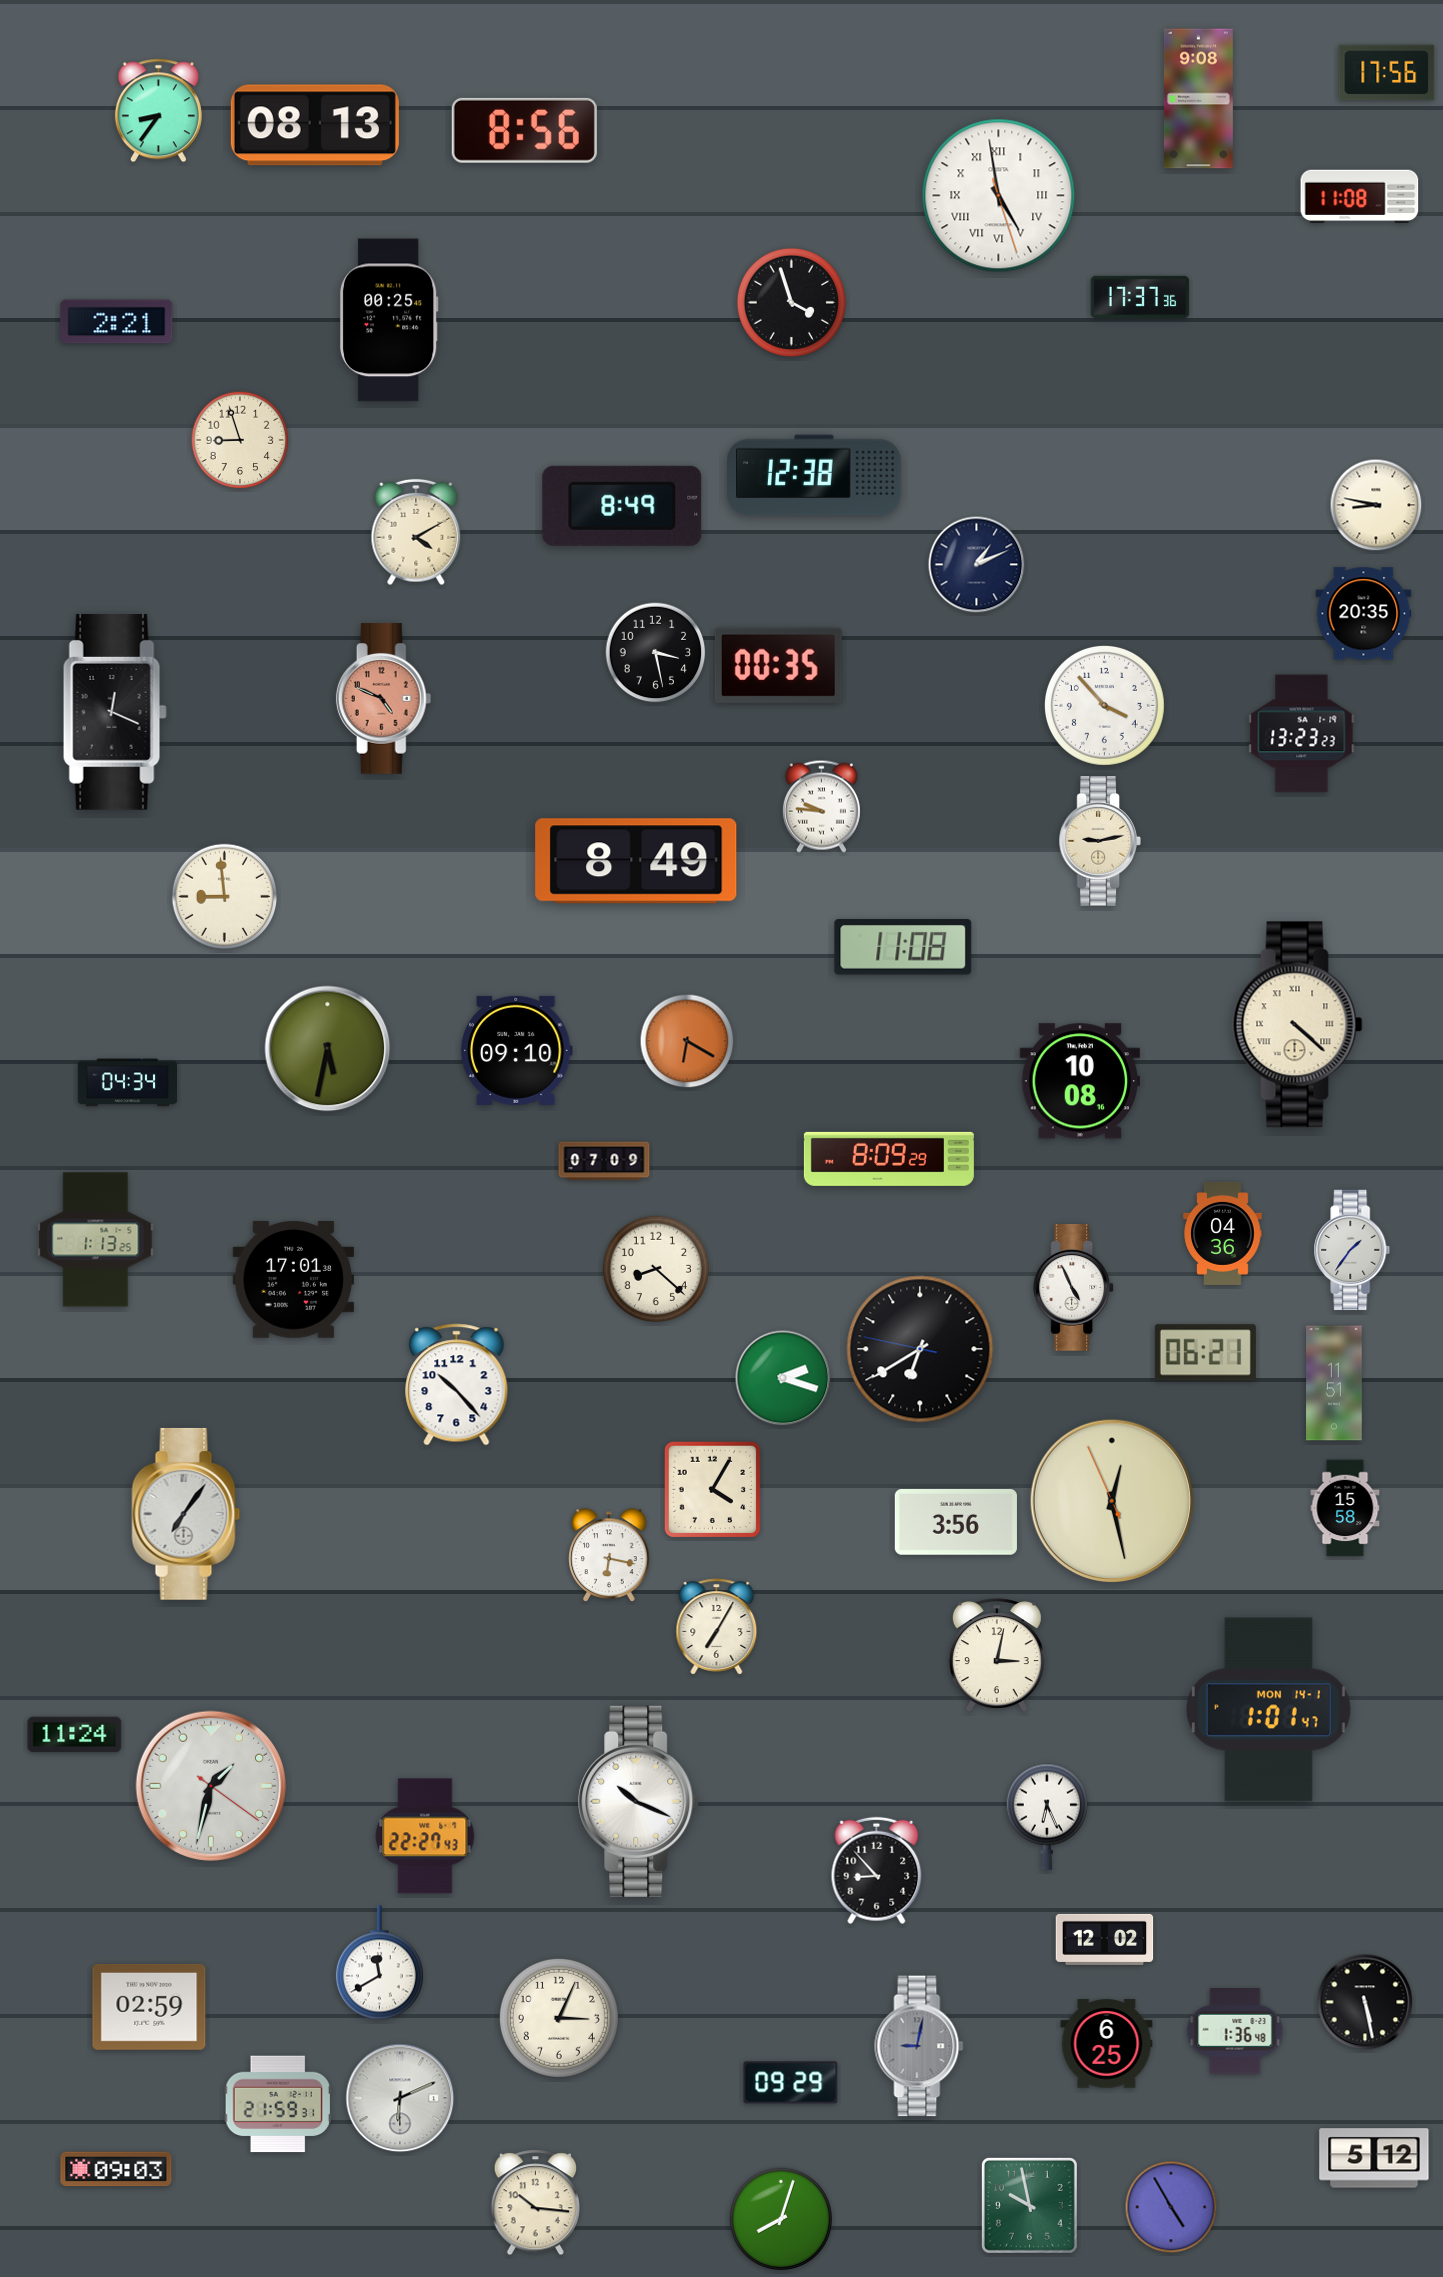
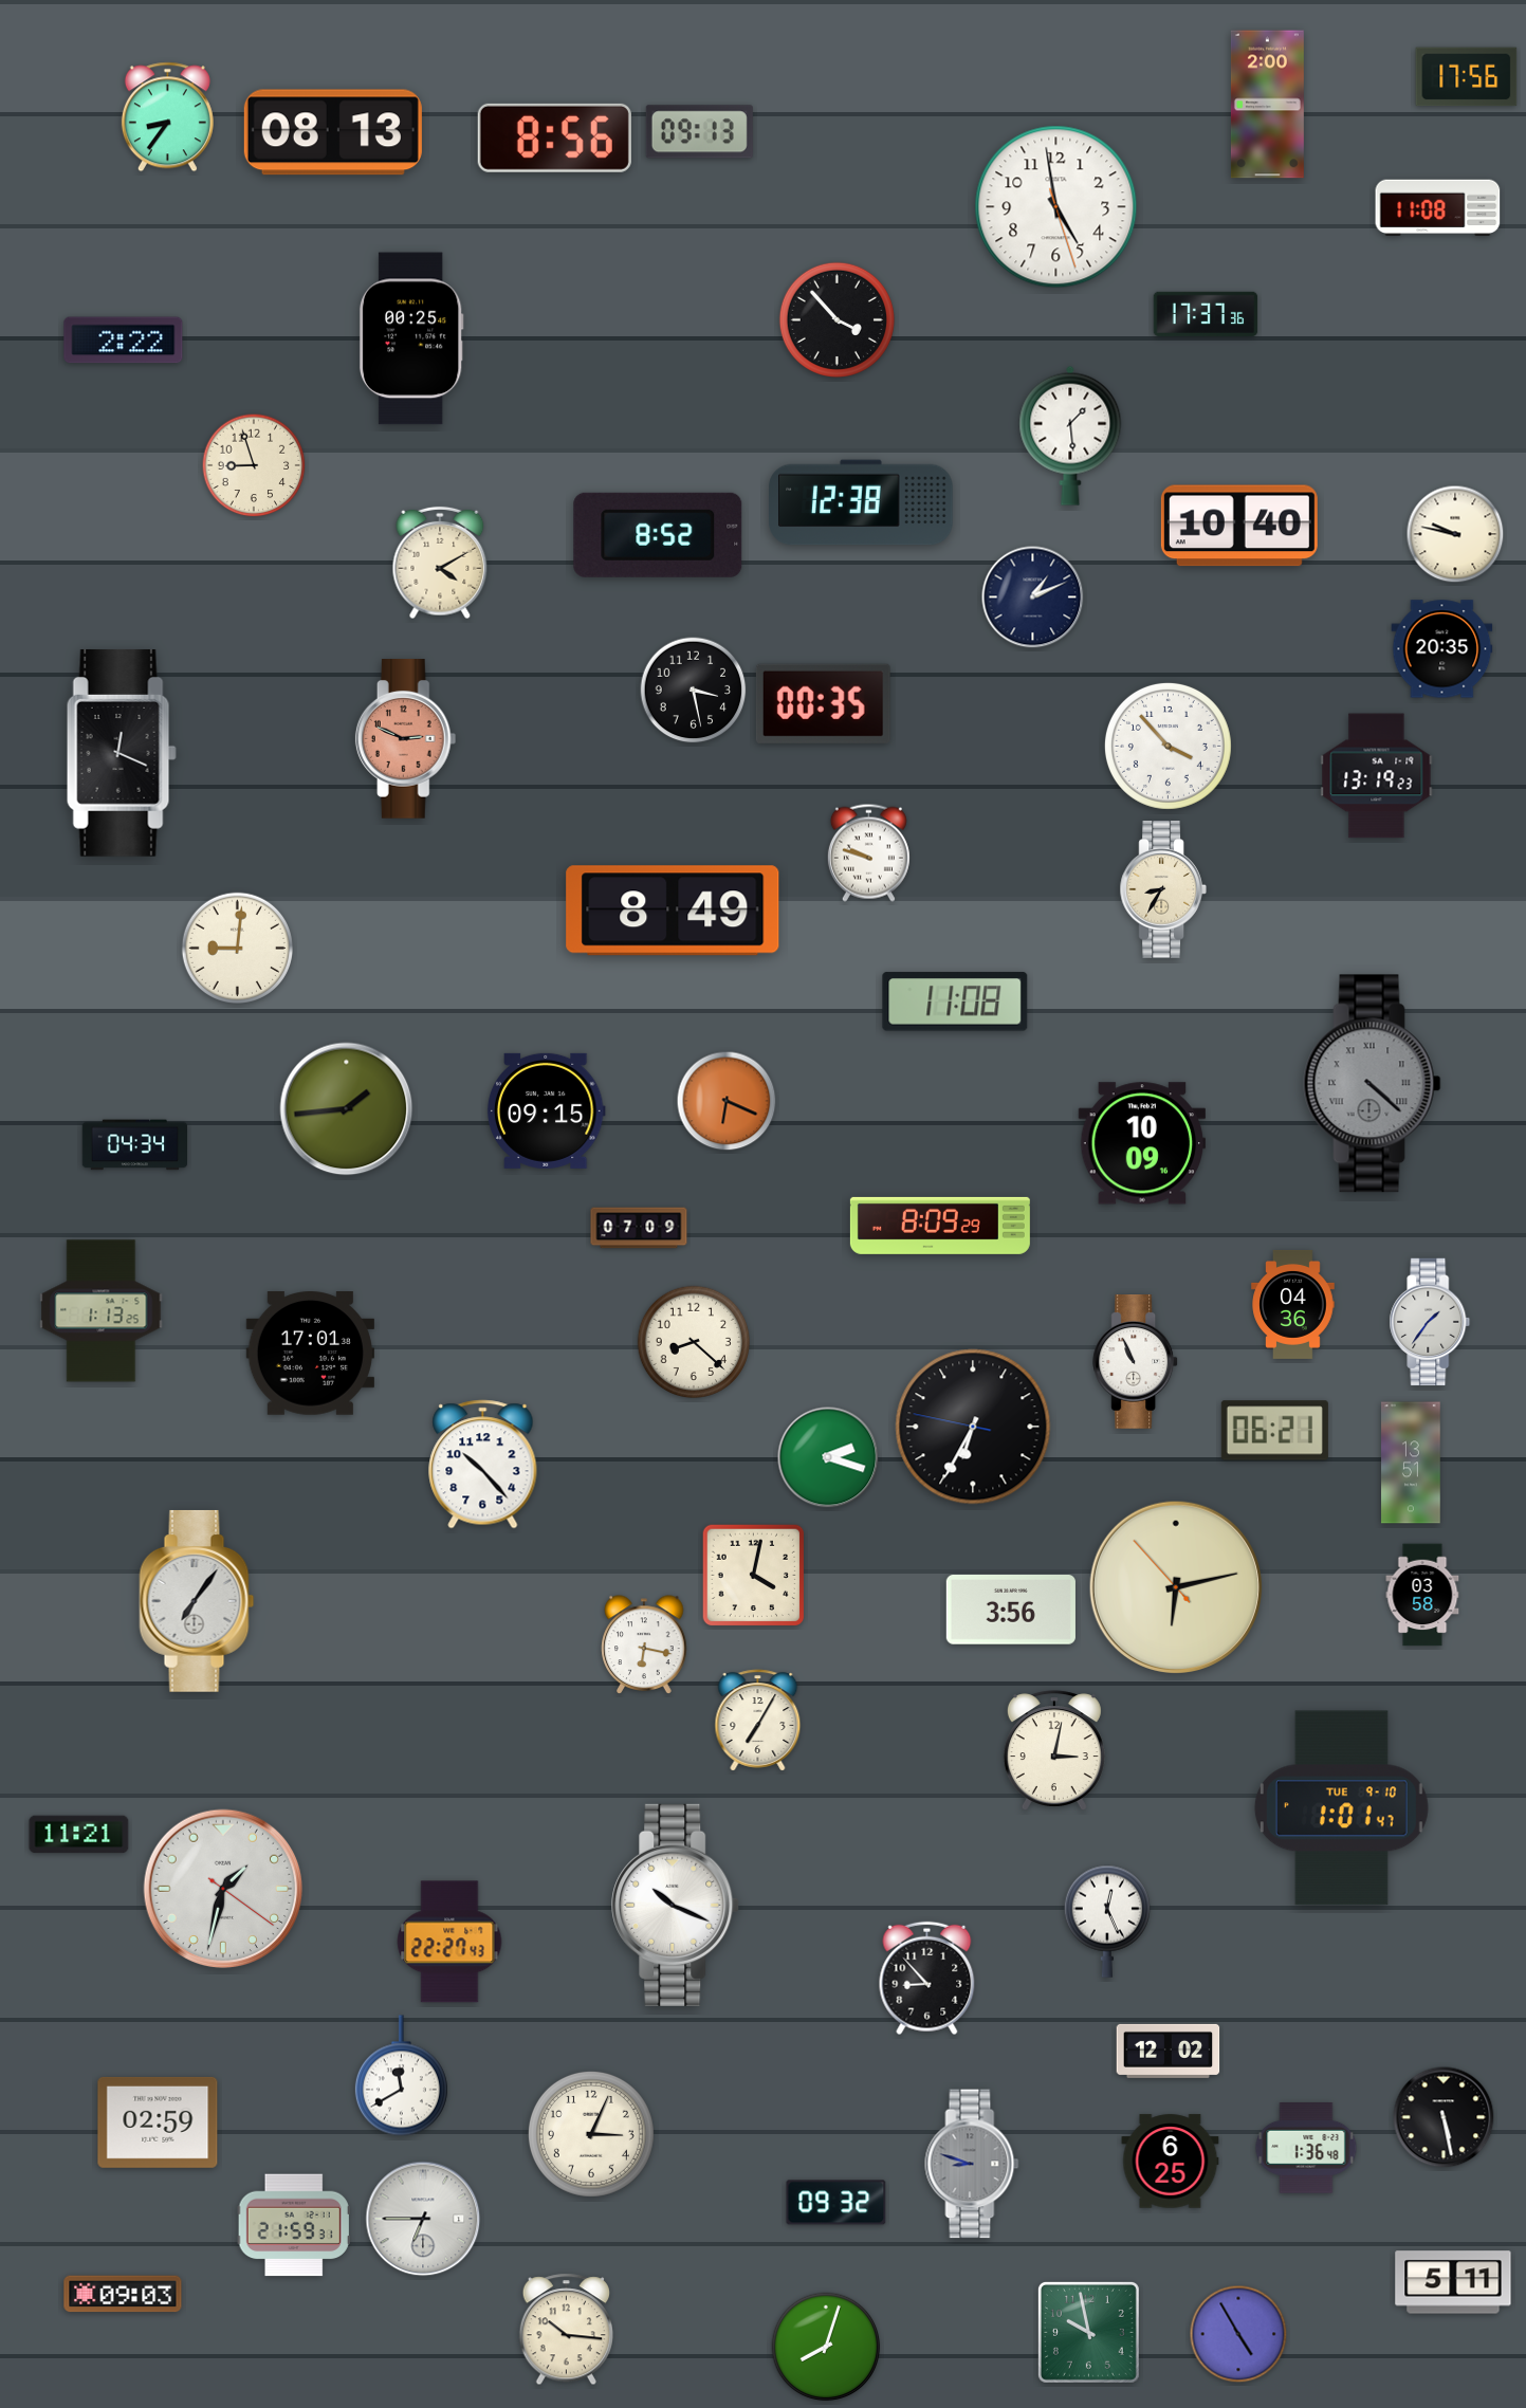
clock at (1198, 99): 9:08 -> 2:00
clock at (699, 132): none -> 09:13
clock at (999, 196) numerals: Roman -> Arabic
clock at (791, 302): 3:57 -> 3:53
clock at (117, 322): 2:21 -> 2:22
clock at (1070, 436): none -> 1:29
clock at (1239, 526): none -> 10:40
clock at (1376, 505): 8:47 -> 9:47
clock at (622, 506): 8:49 -> 8:52
clock at (384, 699): 4:49 -> 2:49
clock at (1302, 734): 13:23 -> 13:19
clock at (821, 806): 9:46 -> 9:48
clock at (1100, 841): 9:13 -> 8:35
clock at (224, 896): 8:59 -> 9:01
clock at (1298, 1025) dial: cream -> grey
clock at (687, 1041): 6:20 -> 6:19
clock at (328, 1049): 5:32 -> 1:44
clock at (516, 1050): 09:10 -> 09:15
clock at (1080, 1081): 10:08 -> 10:09
clock at (1074, 1288): 4:56 -> 10:56
clock at (920, 1349): 6:39 -> 6:34
clock at (1334, 1383): 11:51 -> 13:51
clock at (713, 1490): 4:05 -> 4:02
clock at (1111, 1500): 12:27 -> 6:12
clock at (1345, 1508): 15:58 -> 03:58
clock at (1268, 1710) date: MON 14-1 -> TUE 9-10
clock at (75, 1735): 11:24 -> 11:21
clock at (1047, 1817): 6:26 -> 12:26
clock at (919, 2046): 9:02 -> 8:48
clock at (791, 2083): 09:29 -> 09:32
clock at (400, 2098): 6:11 -> 6:45
clock at (1374, 2158): 5:12 -> 5:11
